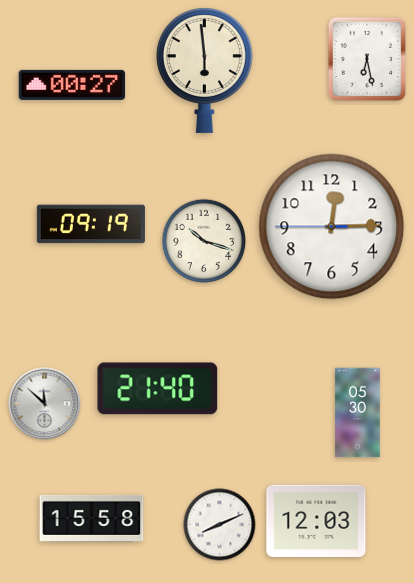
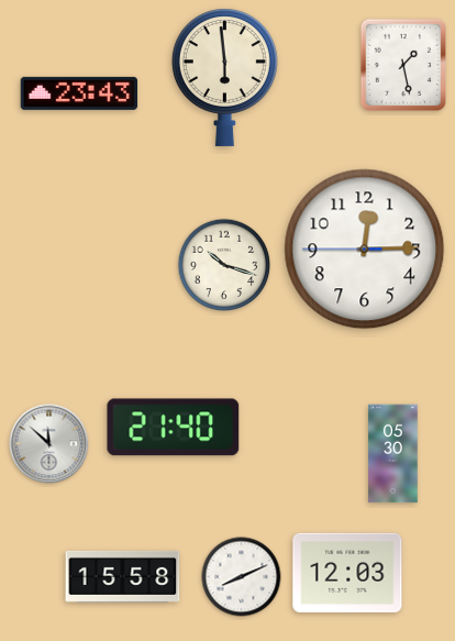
clock at (366, 58): 6:28 -> 1:28
clock at (72, 85): 00:27 -> 23:43
clock at (91, 224): 09:19 -> none
clock at (92, 518) position: (92, 518) -> (123, 576)
